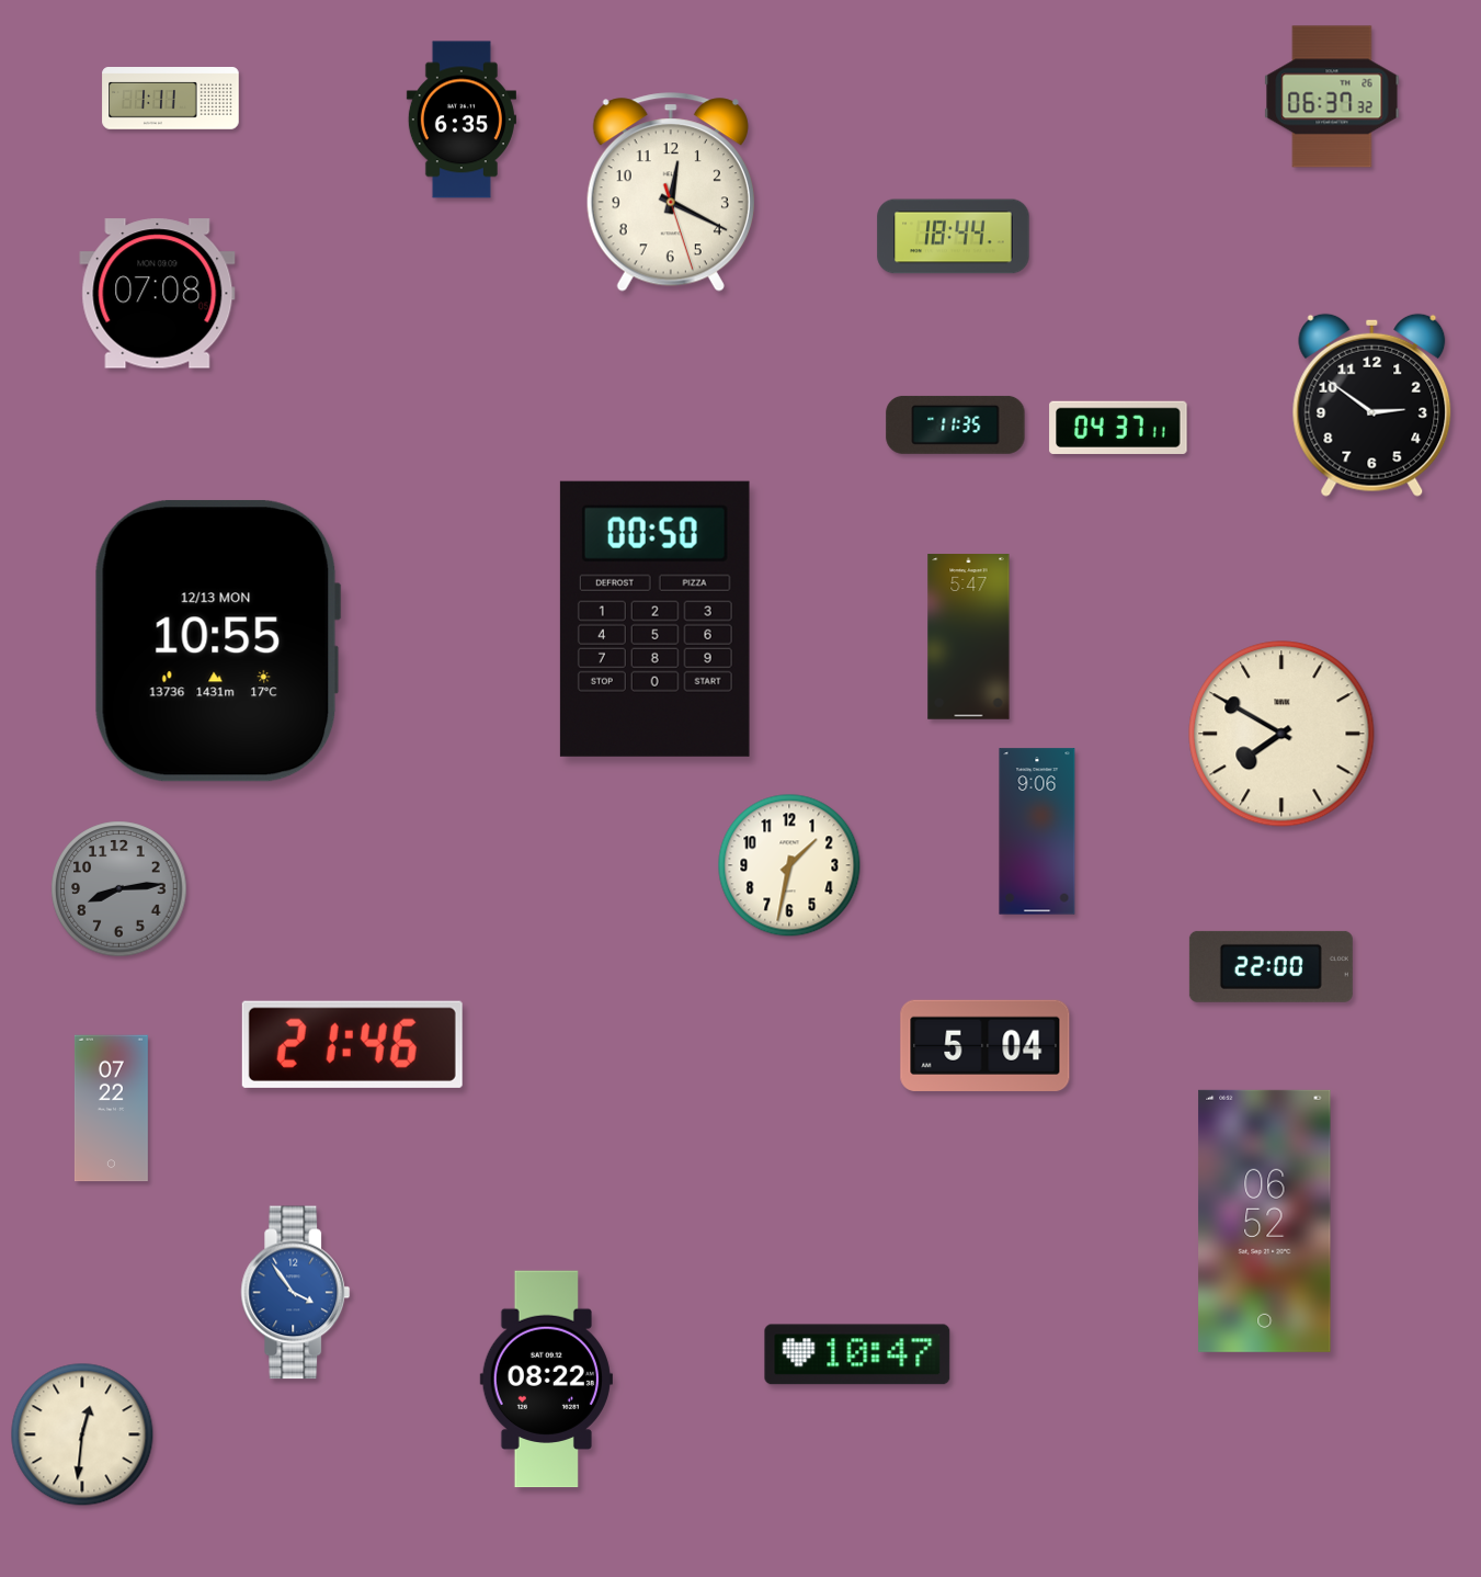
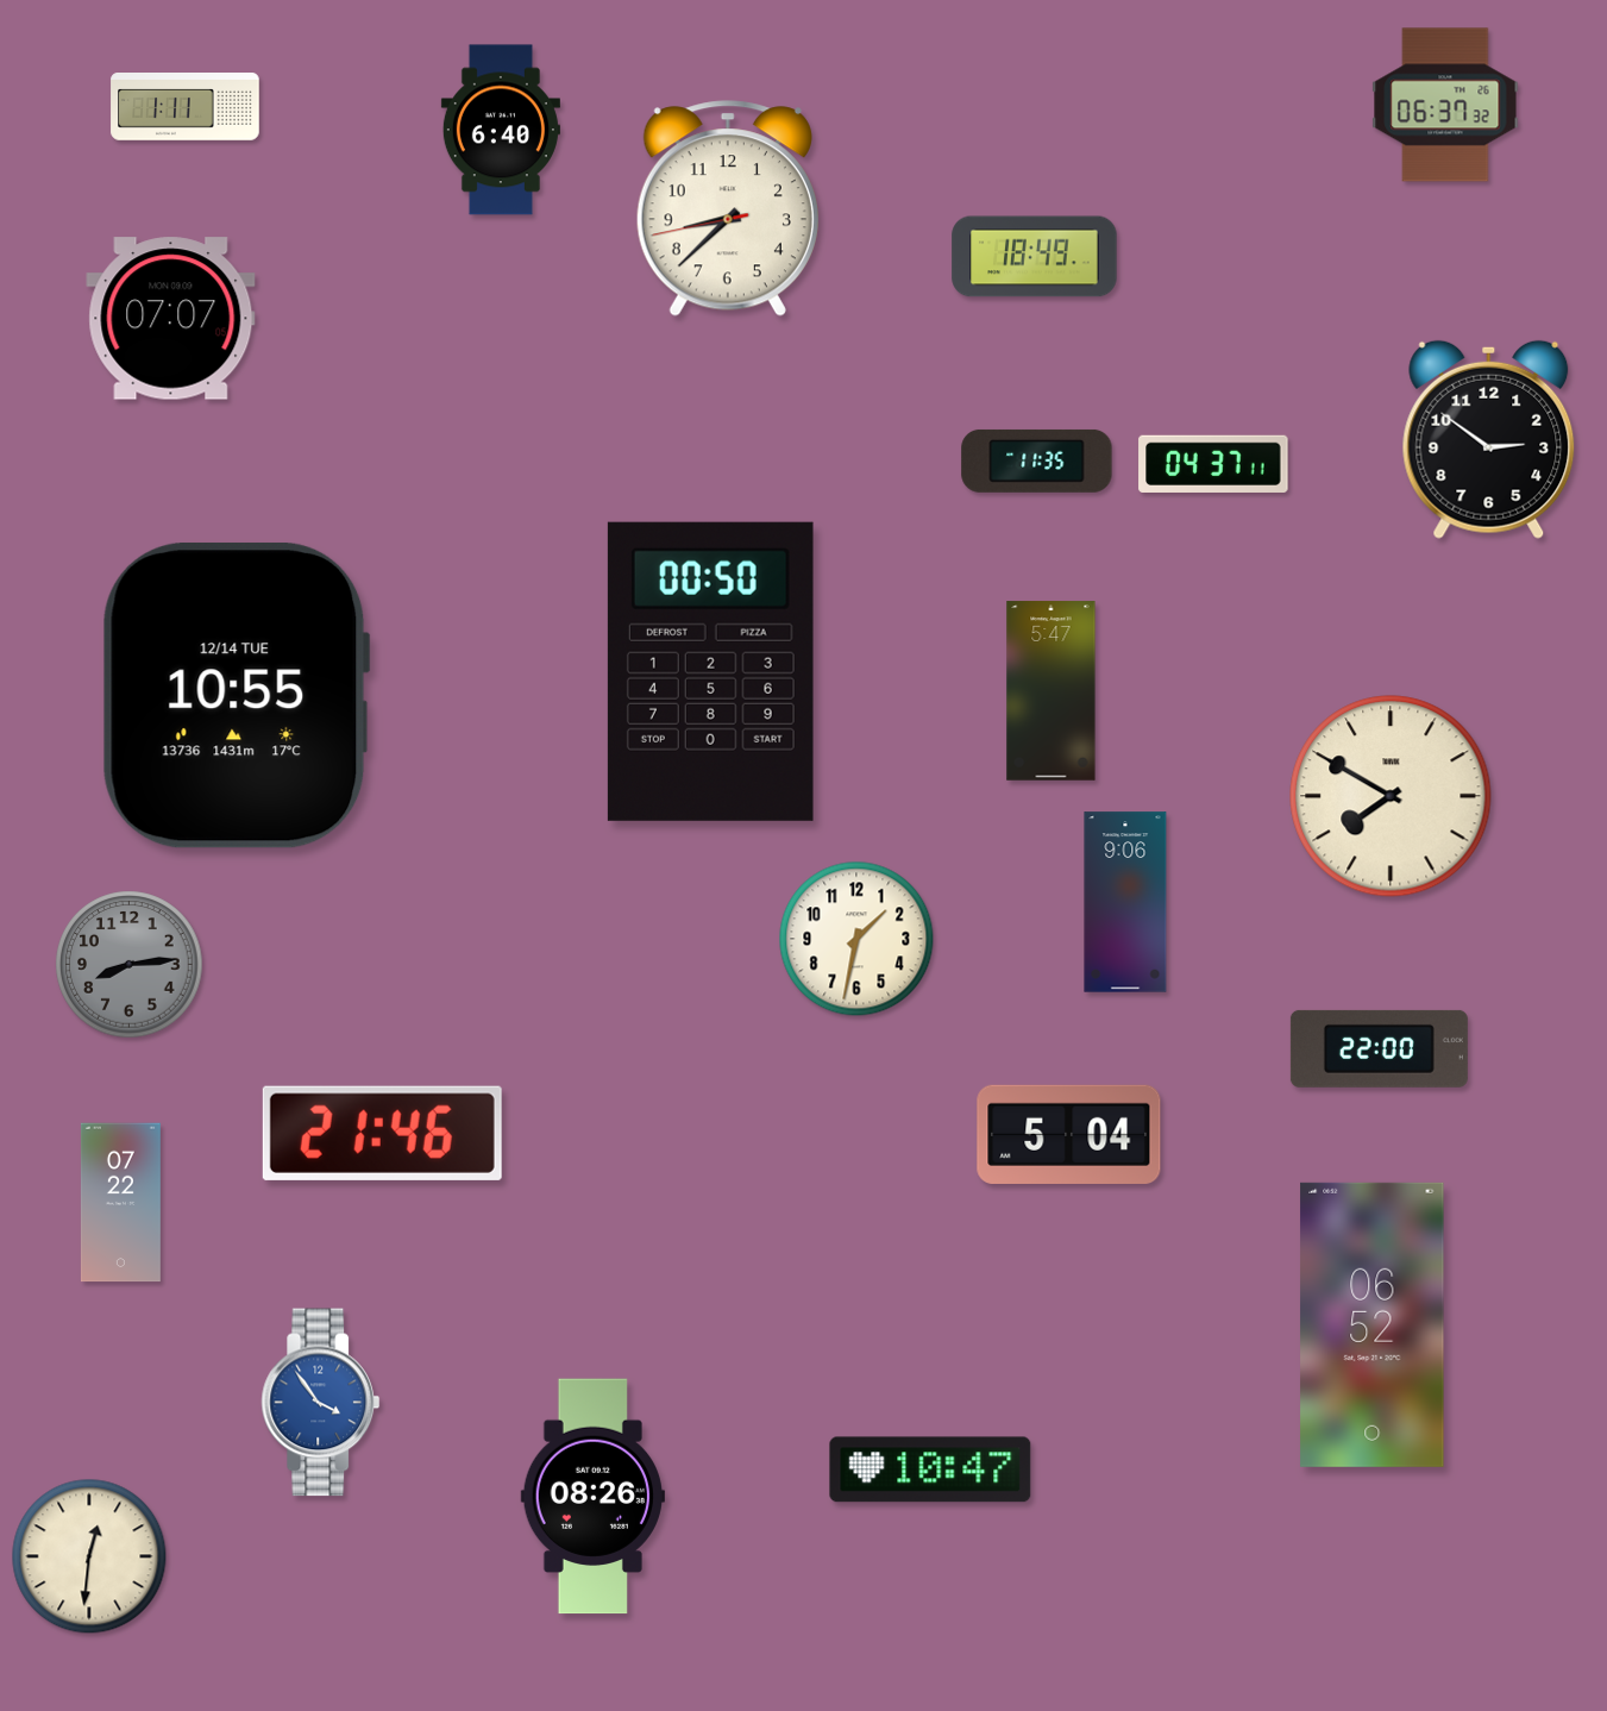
clock at (462, 120): 6:35 -> 6:40
clock at (671, 192): 12:19 -> 8:37
clock at (954, 237): 18:44 -> 18:49
clock at (158, 294): 07:08 -> 07:07
clock at (217, 640) date: 12/13 MON -> 12/14 TUE
clock at (546, 1380): 08:22 -> 08:26
